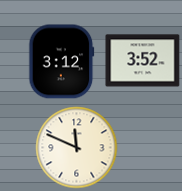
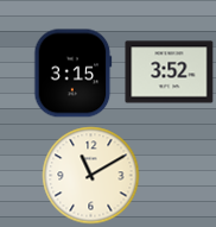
clock at (62, 62): 3:12 -> 3:15
clock at (77, 148): 11:49 -> 11:10
